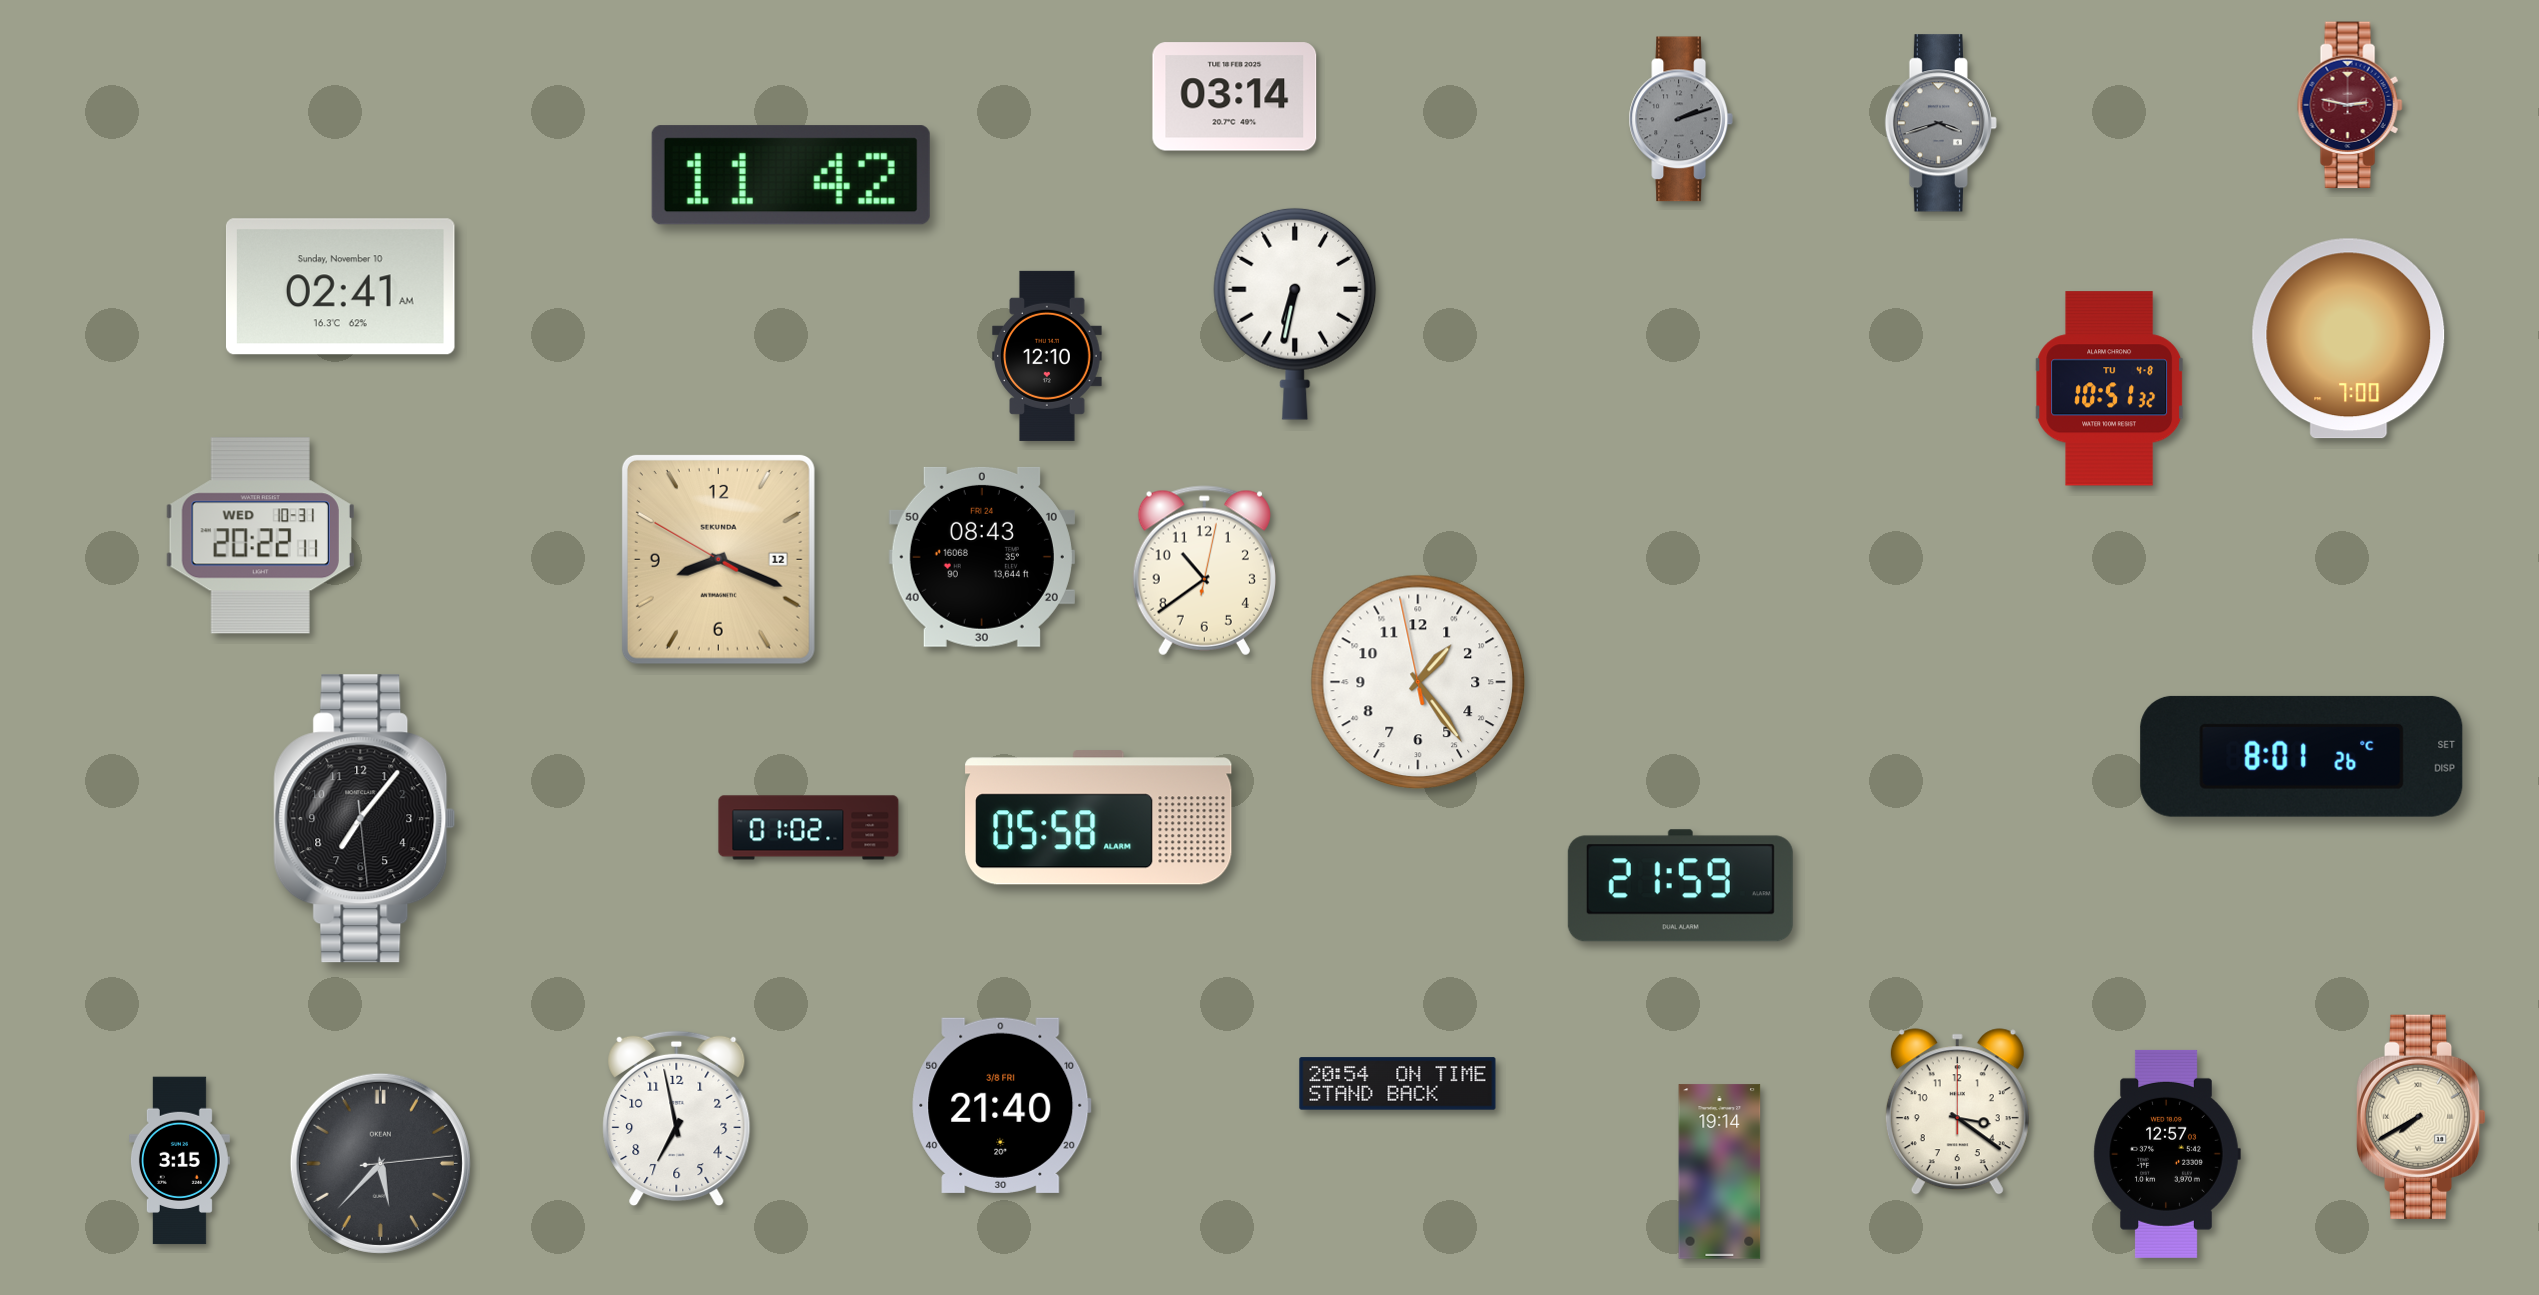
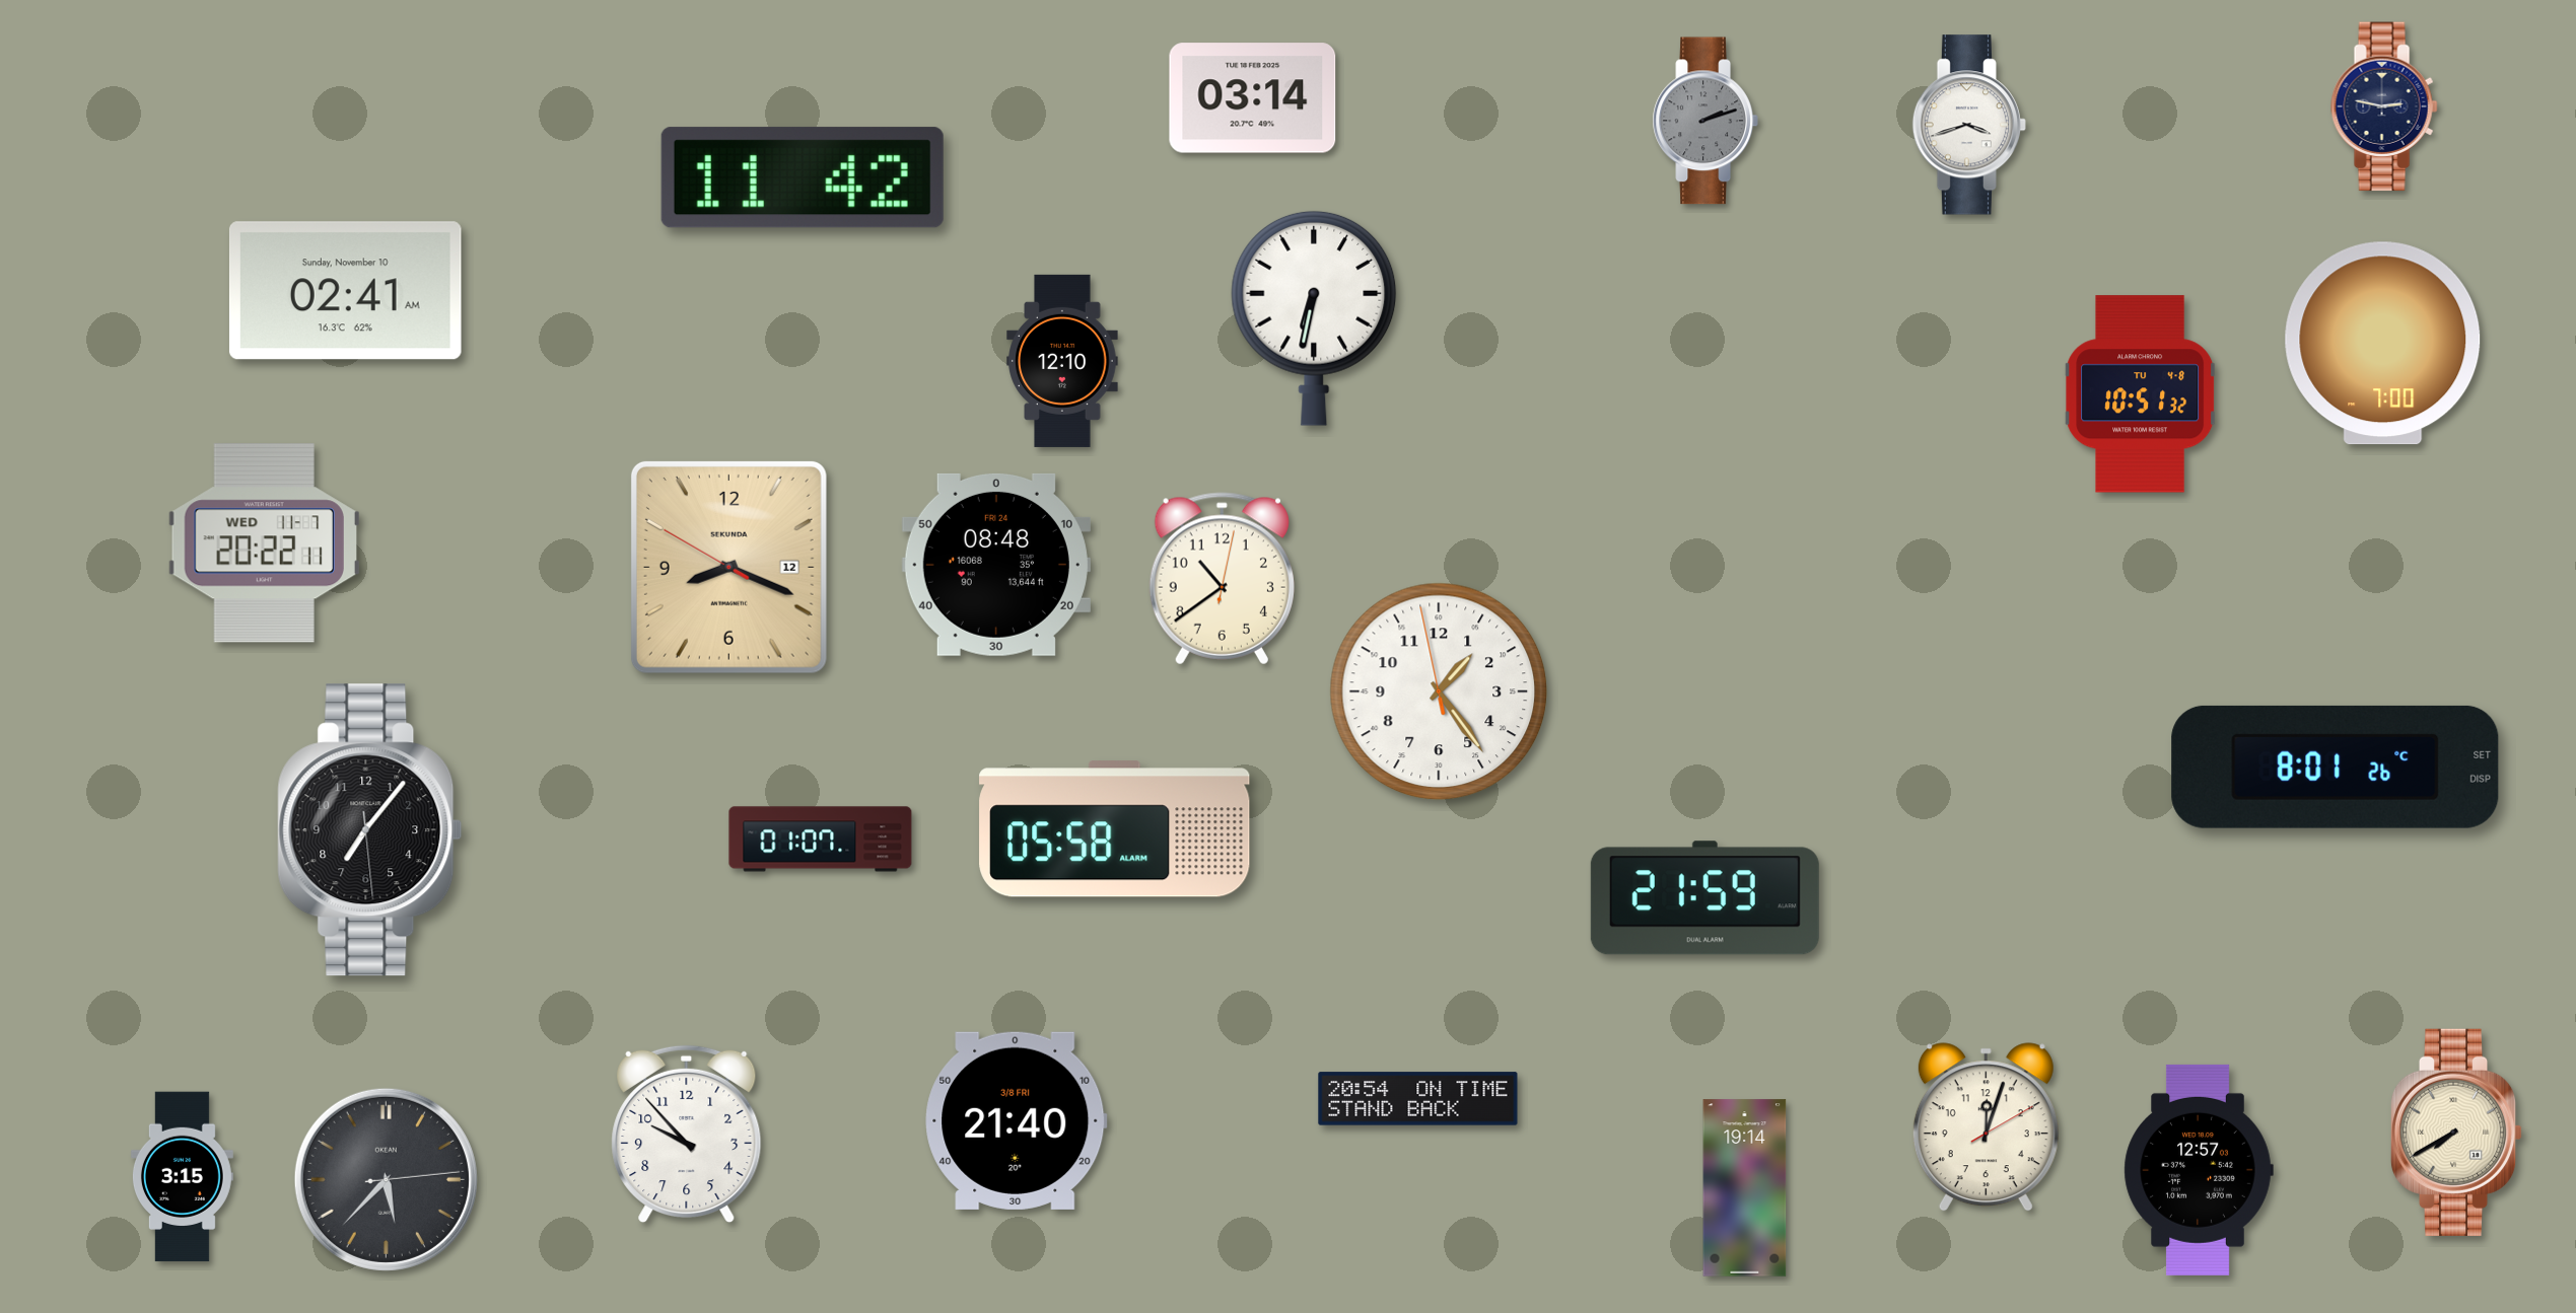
clock at (2350, 105) dial: burgundy -> navy
clock at (1940, 123) dial: grey -> white
clock at (260, 536) date: WED 10-31 -> WED 11-7
clock at (982, 557): 08:43 -> 08:48
clock at (809, 828): 01:02 -> 01:07
clock at (1957, 1112): 3:21 -> 12:03
clock at (677, 1119): 6:58 -> 9:53
